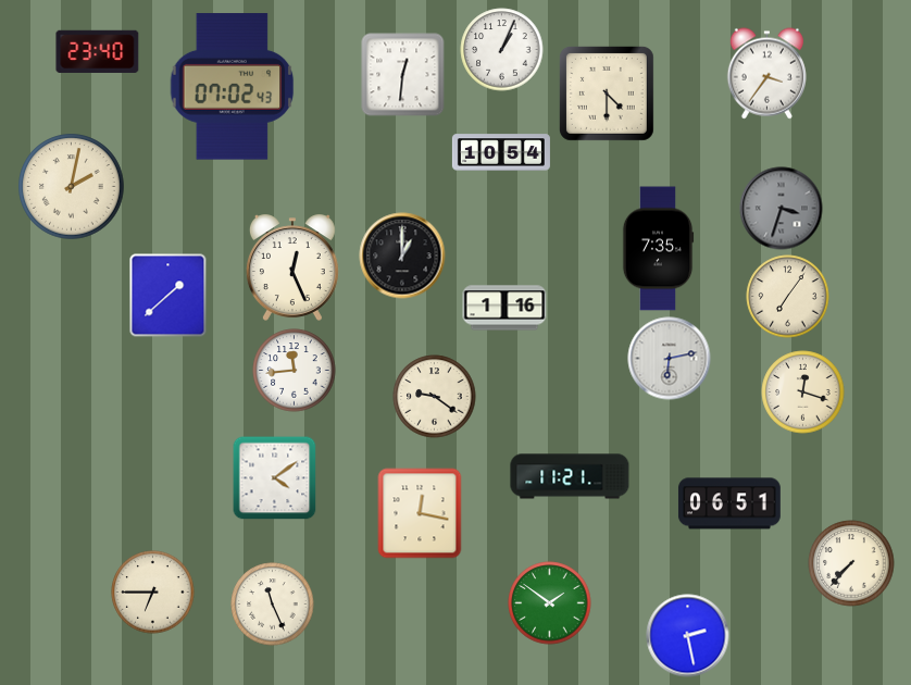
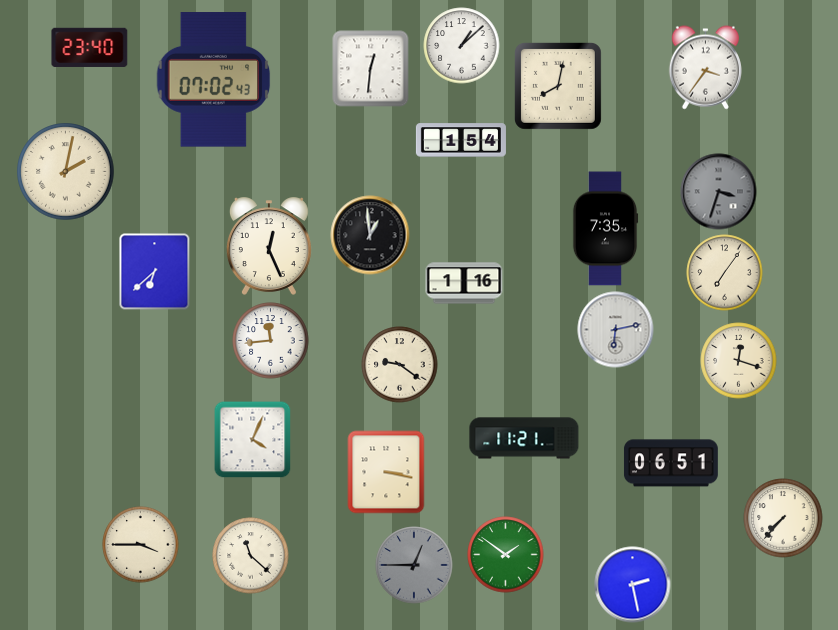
clock at (502, 50): 1:04 -> 1:08
clock at (607, 94): 4:30 -> 8:02
clock at (501, 152): 10:54 -> 1:54
clock at (402, 256): 1:00 -> 12:59
clock at (169, 296): 1:38 -> 6:38
clock at (274, 477): 4:09 -> 4:04
clock at (420, 513): 12:17 -> 3:17
clock at (153, 593): 6:45 -> 3:45
clock at (273, 605): 11:26 -> 11:22
clock at (414, 565): none -> 12:45
